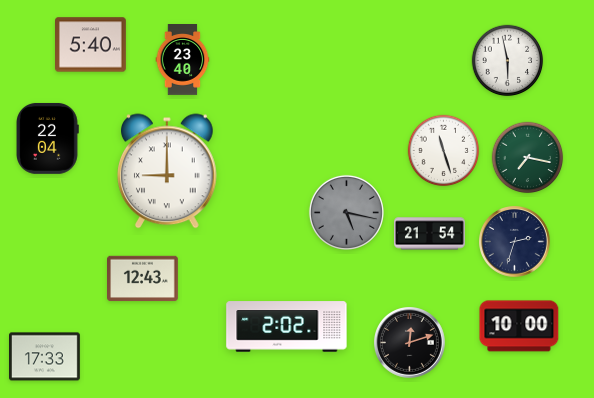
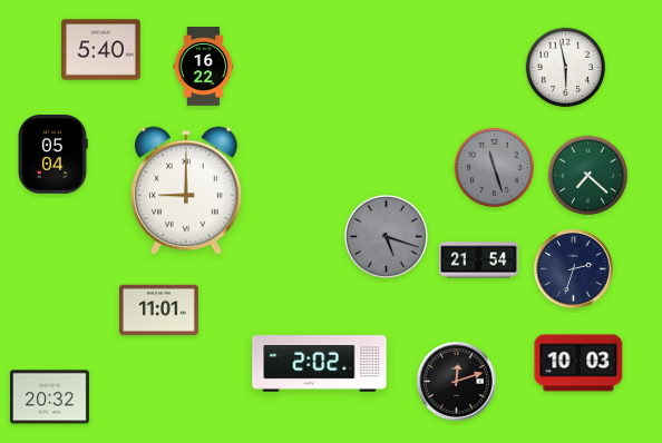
clock at (183, 60): 23:40 -> 16:22
clock at (48, 139): 22:04 -> 05:04
clock at (444, 151) dial: white -> grey
clock at (528, 158): 7:17 -> 7:22
clock at (346, 212): 5:17 -> 5:18
clock at (143, 279): 12:43 -> 11:01
clock at (519, 326): 10:00 -> 10:03
clock at (45, 357): 17:33 -> 20:32
